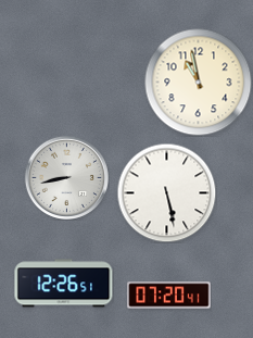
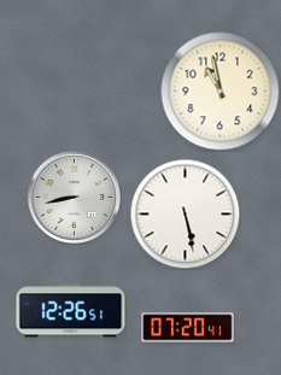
clock at (64, 284) position: (64, 284) -> (71, 311)
